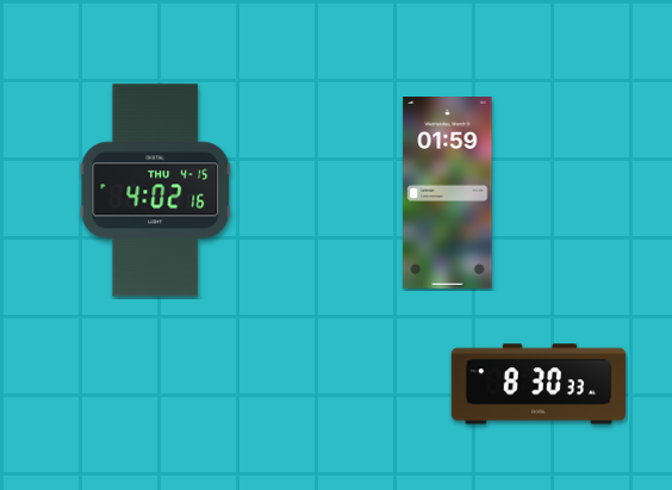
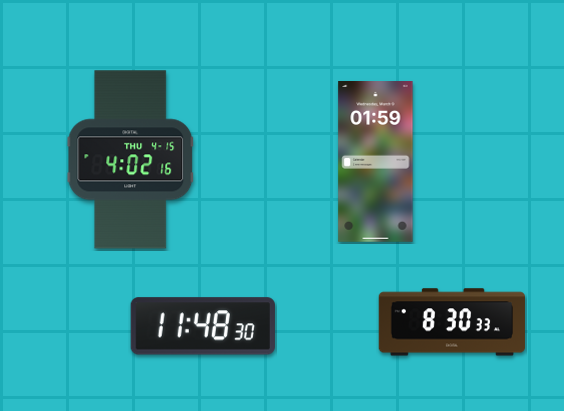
clock at (203, 326): none -> 11:48
